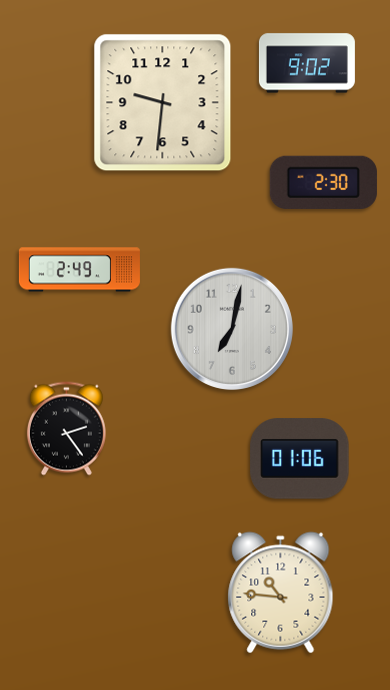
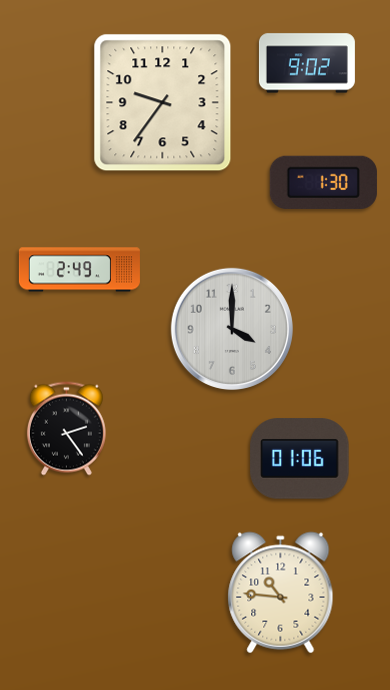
clock at (163, 103): 9:31 -> 9:36
clock at (323, 182): 2:30 -> 1:30
clock at (232, 329): 7:02 -> 4:00
